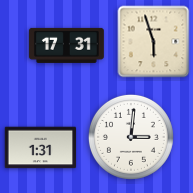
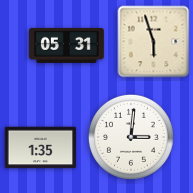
clock at (66, 45): 17:31 -> 05:31
clock at (41, 148): 1:31 -> 1:35
